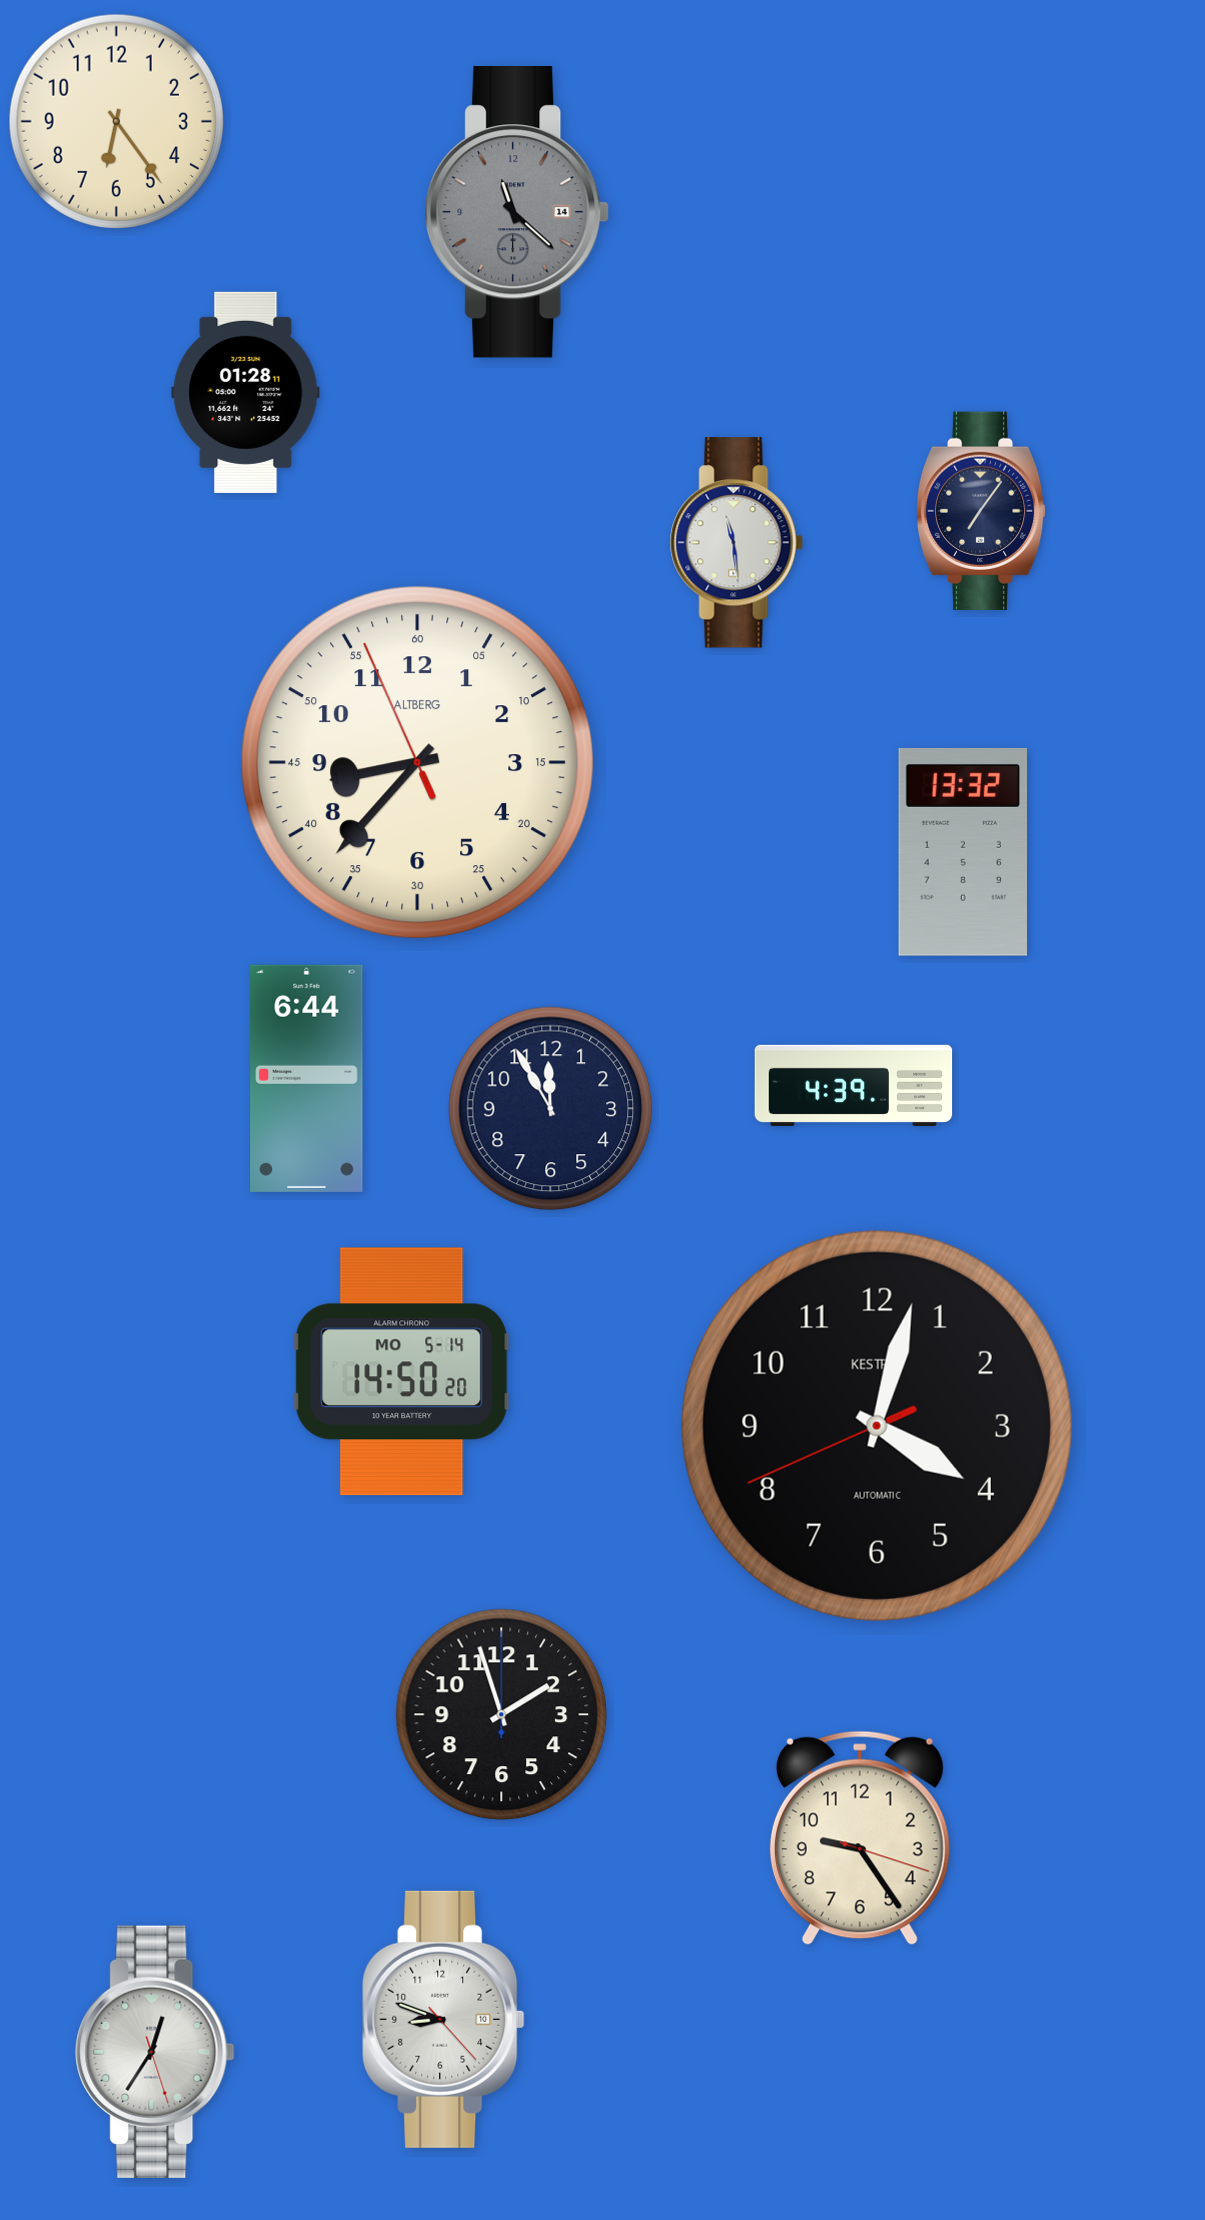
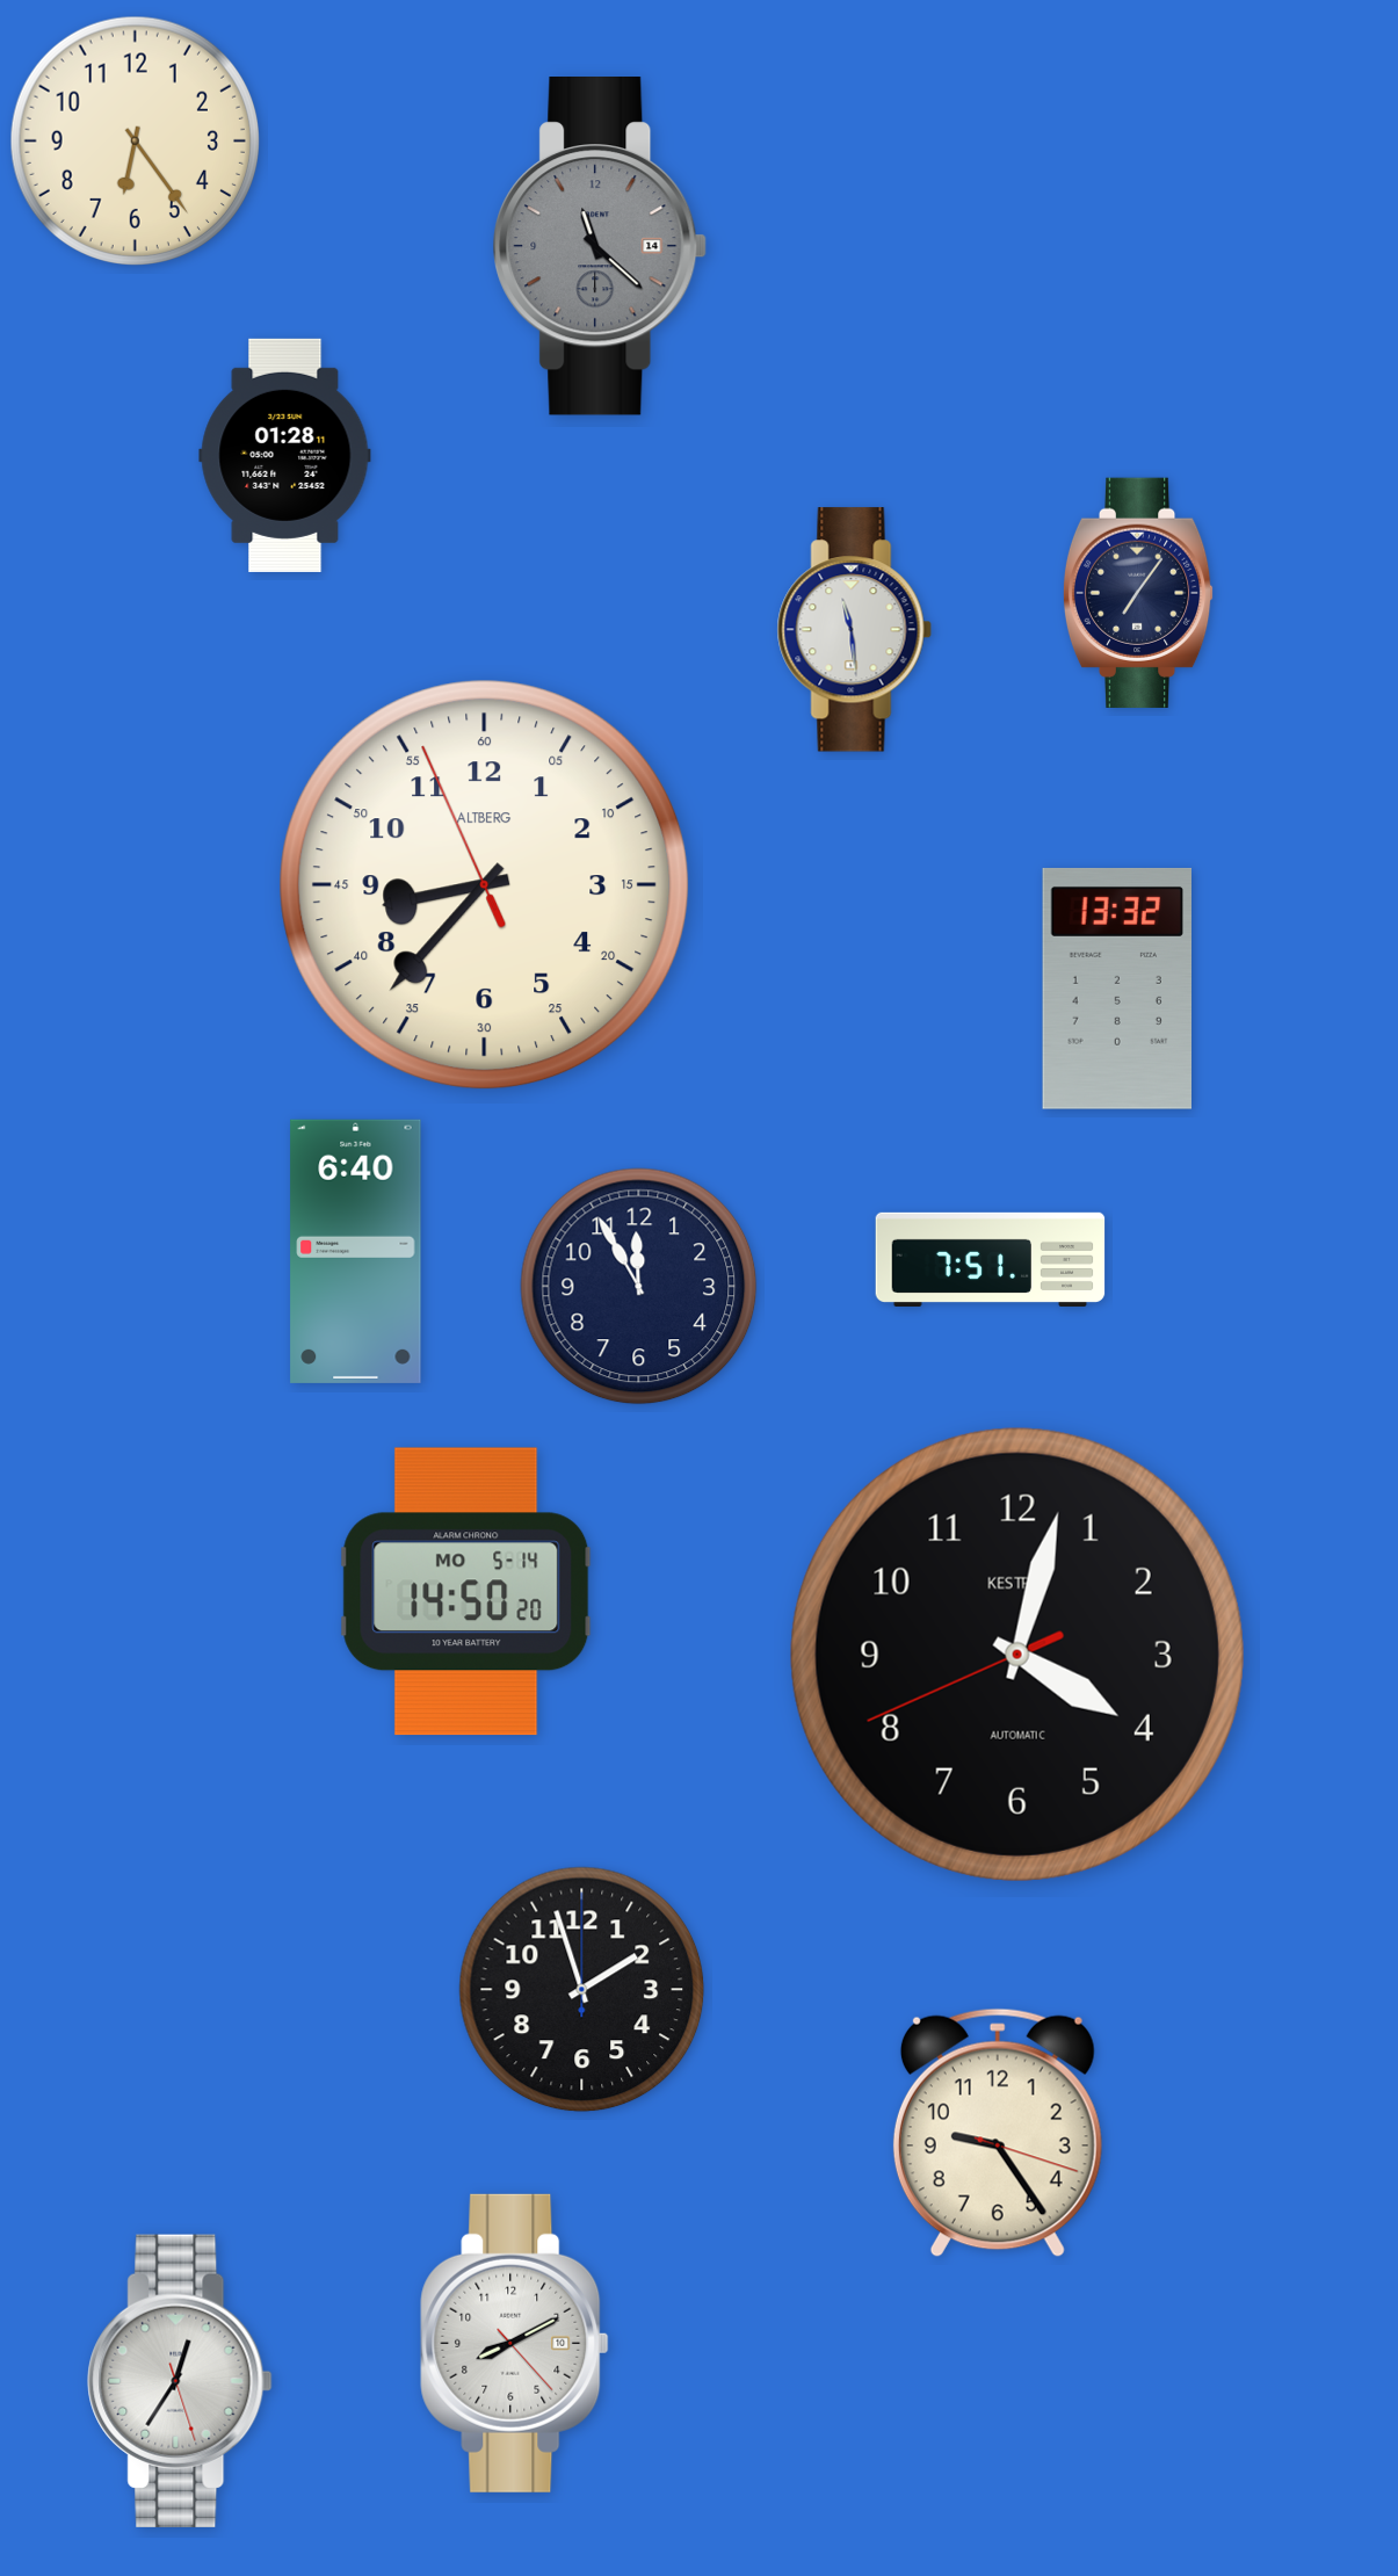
clock at (307, 1078): 6:44 -> 6:40
clock at (854, 1085): 4:39 -> 7:51
clock at (444, 2019): 8:48 -> 8:10
